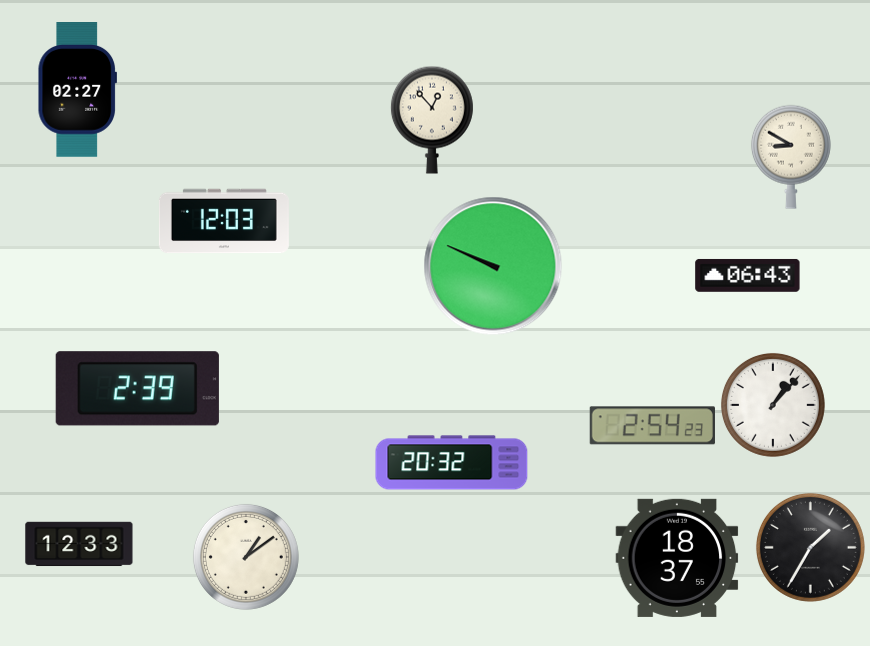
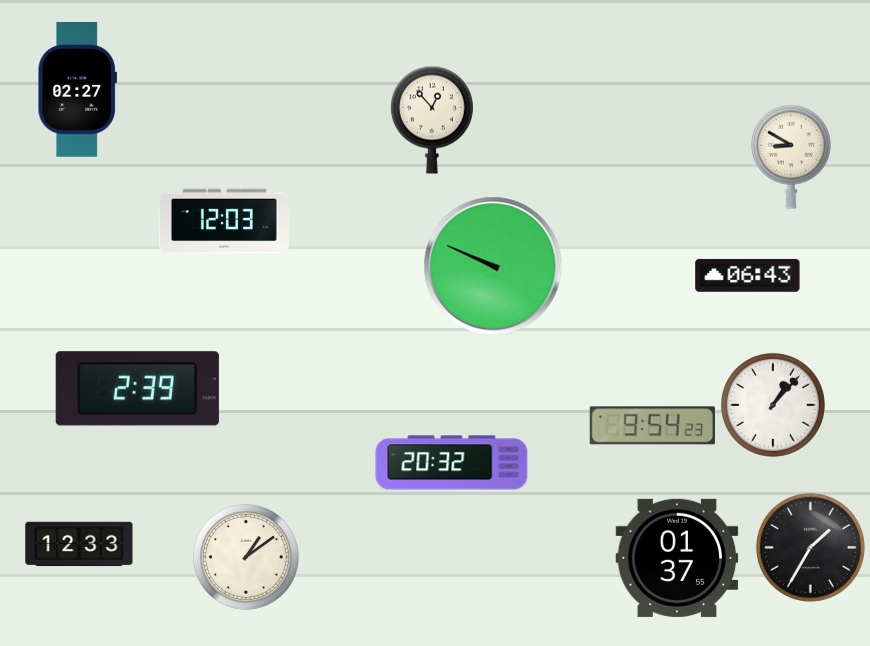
clock at (652, 426): 2:54 -> 9:54
clock at (677, 558): 18:37 -> 01:37
